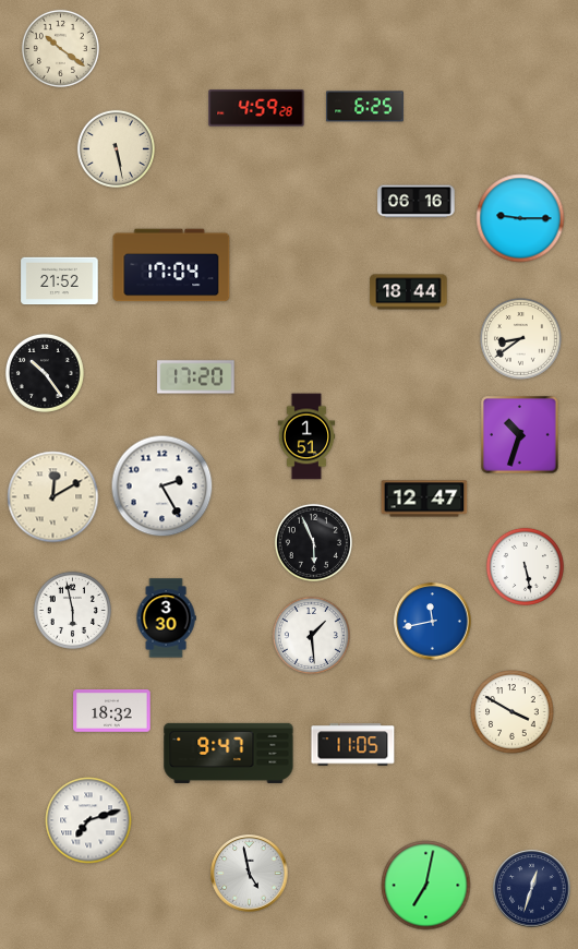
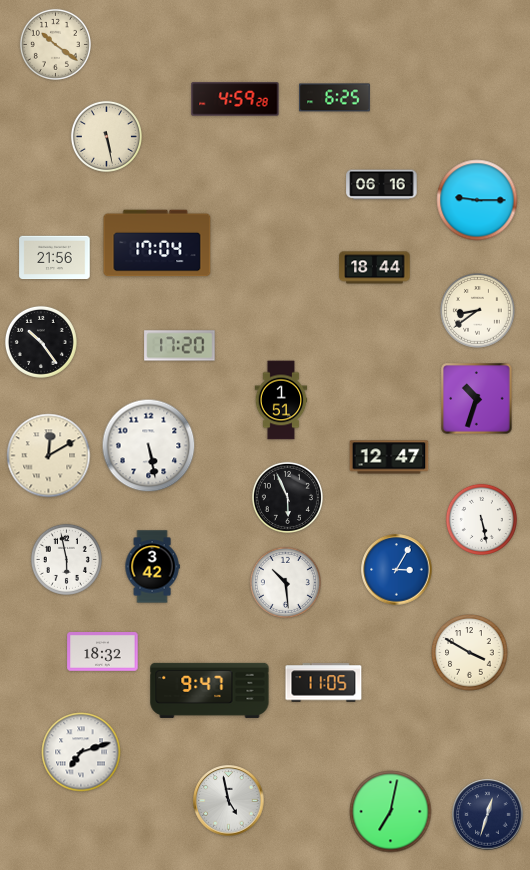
clock at (60, 281): 21:52 -> 21:56
clock at (162, 486): 2:25 -> 5:28
clock at (166, 618): 3:30 -> 3:42
clock at (433, 622): 11:43 -> 3:05
clock at (311, 635): 1:29 -> 10:29
